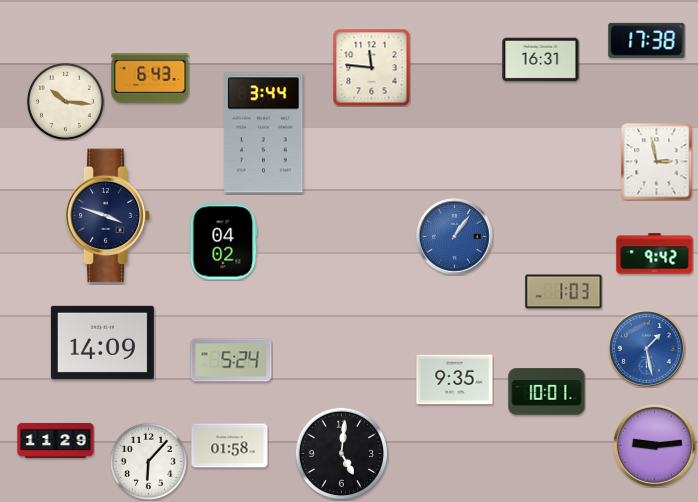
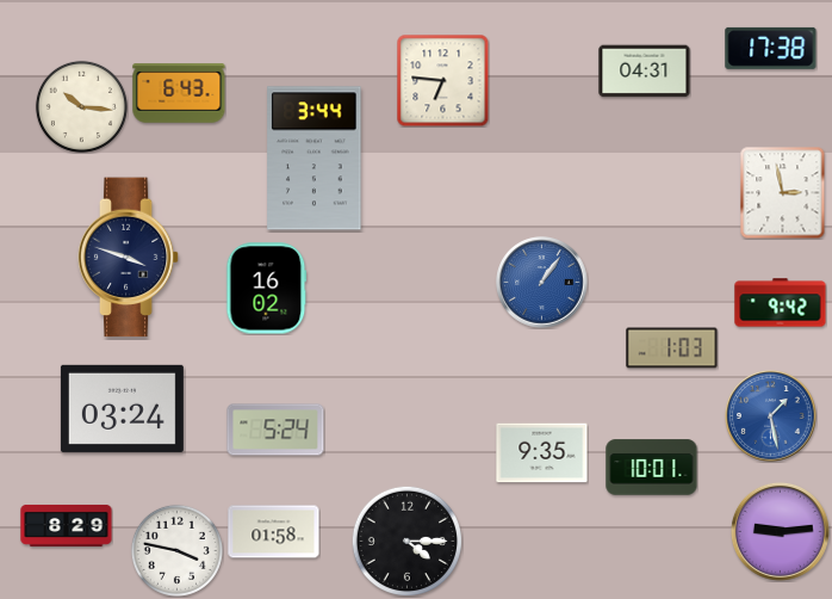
clock at (541, 60): 16:31 -> 04:31
clock at (371, 67): 11:46 -> 6:46
clock at (65, 101) position: (65, 101) -> (81, 106)
clock at (224, 242): 04:02 -> 16:02
clock at (102, 342): 14:09 -> 03:24
clock at (56, 440): 11:29 -> 8:29
clock at (341, 453): 5:01 -> 4:15
clock at (148, 461): 6:07 -> 3:47
